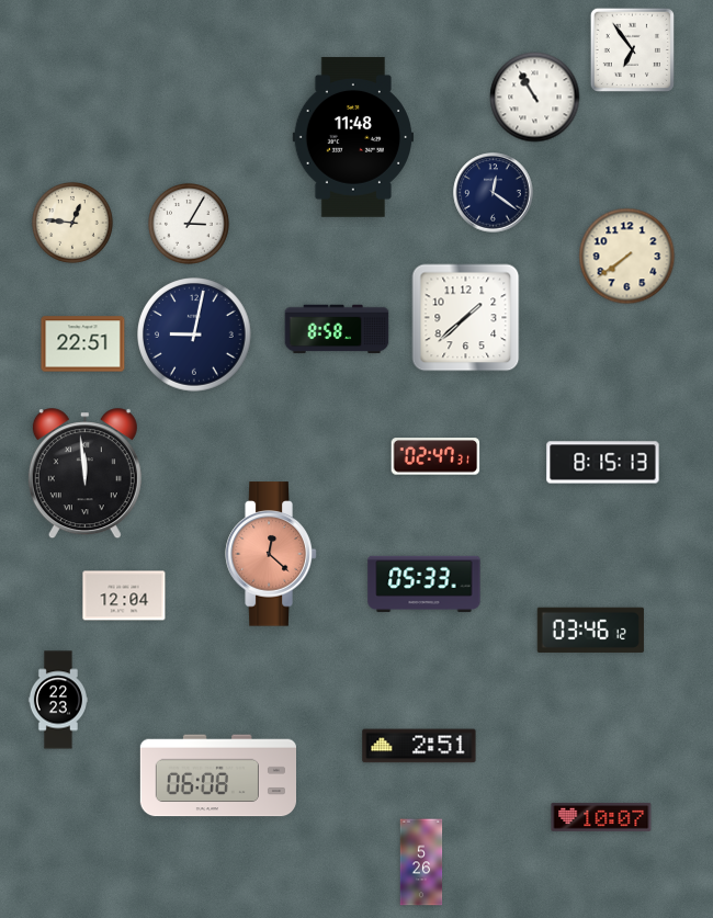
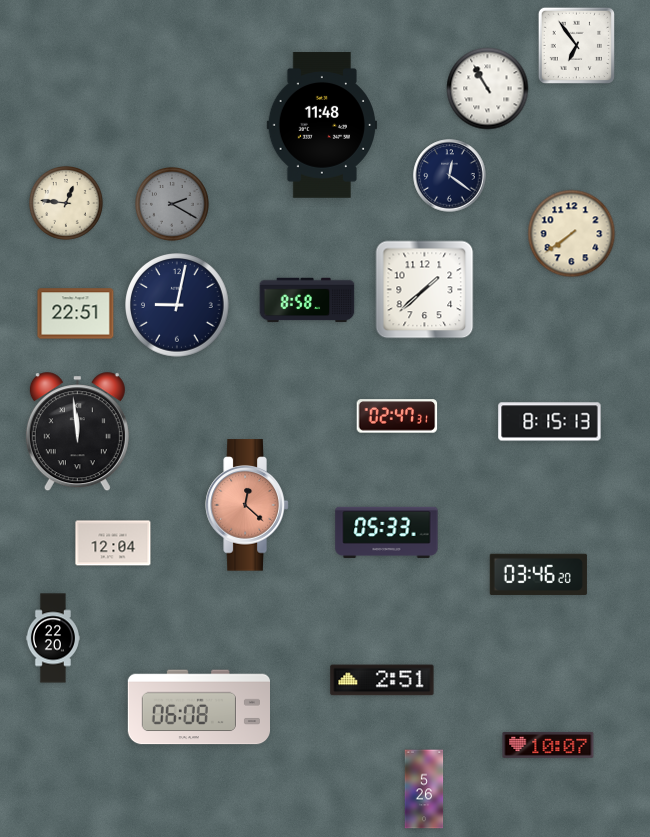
clock at (190, 225): 3:05 -> 2:20
clock at (190, 225) dial: white -> grey
clock at (590, 630): 03:46:12 -> 03:46:20
clock at (58, 700): 22:23 -> 22:20
clock at (421, 862) position: (421, 862) -> (424, 789)
